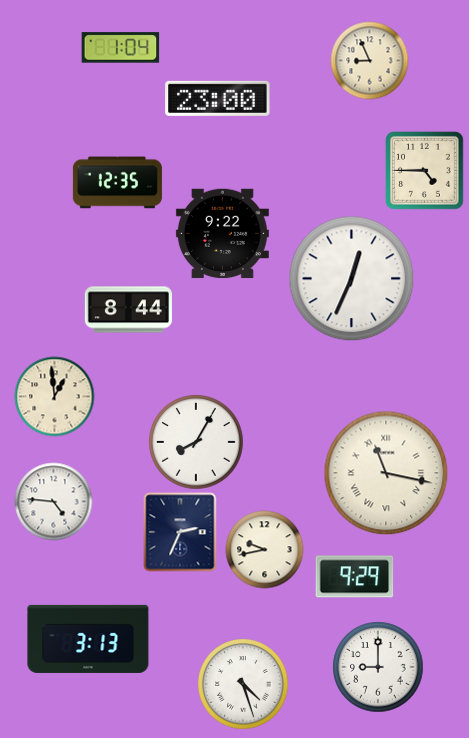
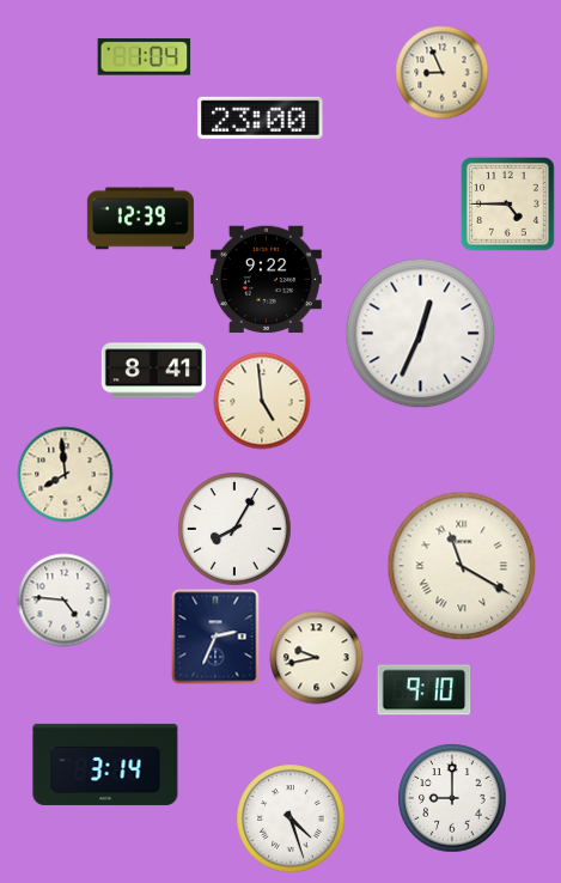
clock at (117, 183): 12:35 -> 12:39
clock at (128, 310): 8:44 -> 8:41
clock at (262, 401): none -> 4:59
clock at (54, 396): 12:59 -> 7:59
clock at (386, 473): 11:17 -> 11:20
clock at (354, 577): 9:29 -> 9:10
clock at (88, 639): 3:13 -> 3:14
